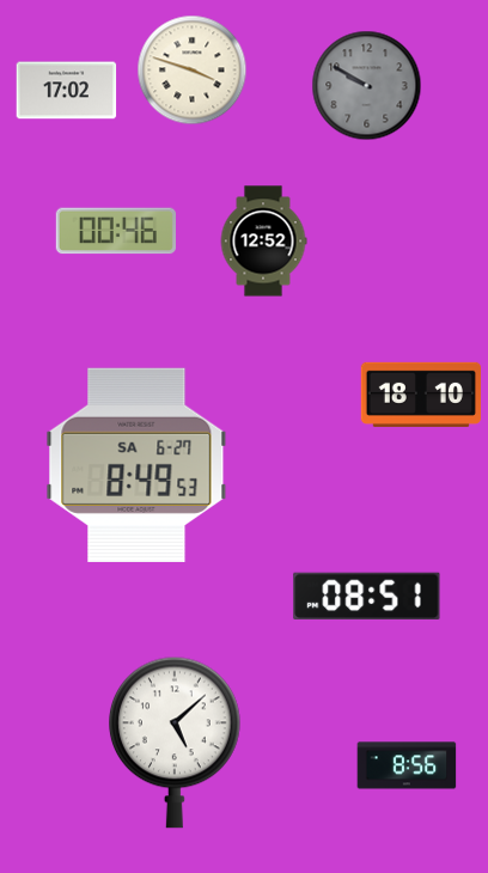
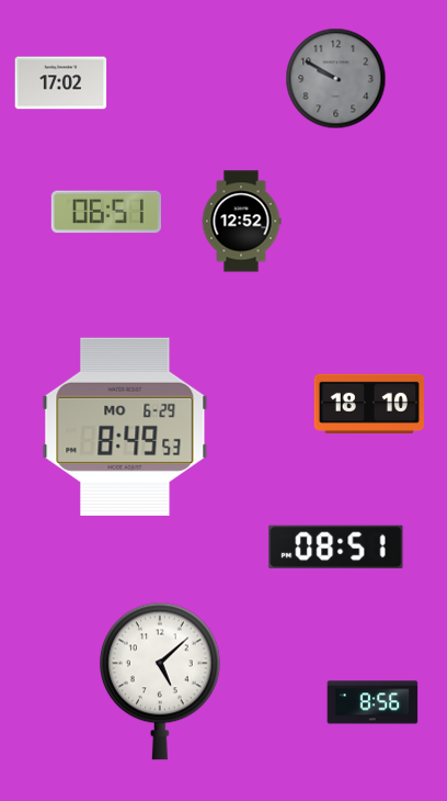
clock at (193, 71): 3:48 -> none
clock at (115, 231): 00:46 -> 06:51
clock at (420, 395) position: (420, 395) -> (368, 404)
clock at (136, 465) date: SA 6-27 -> MO 6-29
